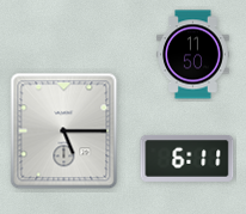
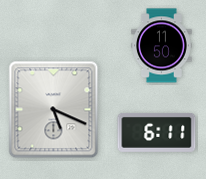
clock at (64, 132): 5:15 -> 5:19
